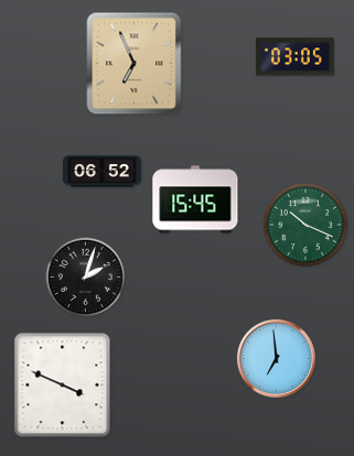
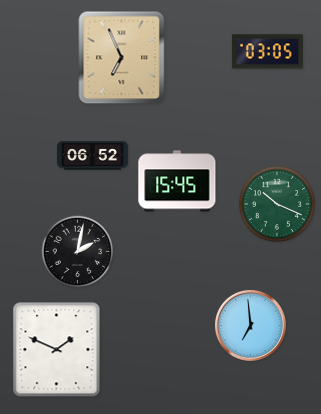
clock at (86, 278): 2:03 -> 2:02
clock at (63, 386): 3:49 -> 1:49
